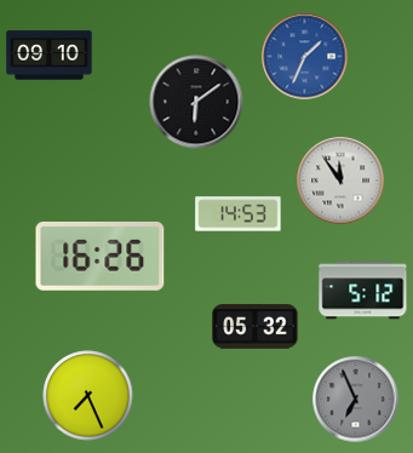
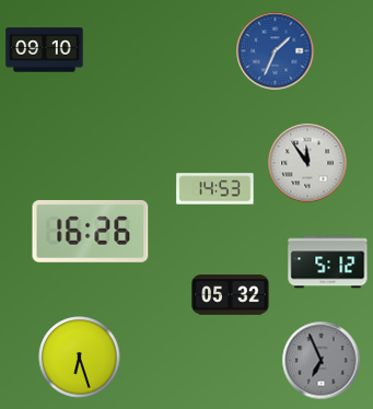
clock at (196, 102): 6:09 -> none
clock at (239, 214) position: (239, 214) -> (215, 189)
clock at (88, 396): 7:26 -> 6:27
